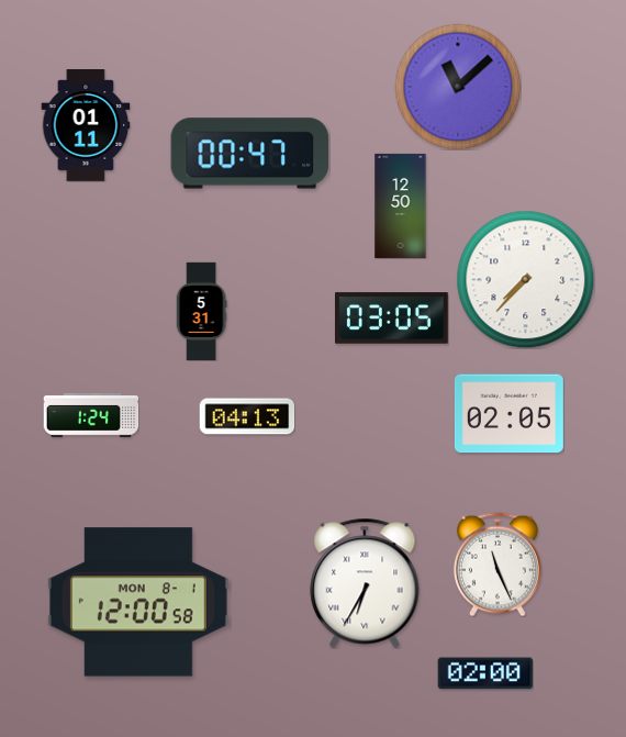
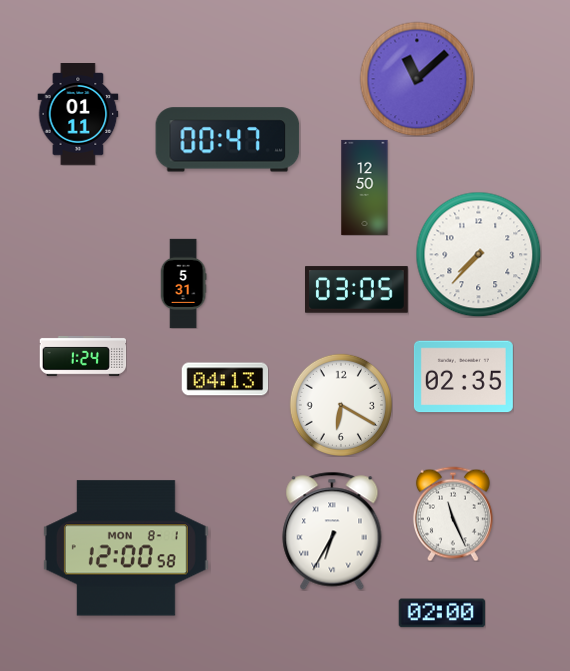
clock at (508, 414): 02:05 -> 02:35
clock at (91, 415) position: (91, 415) -> (83, 356)
clock at (341, 405): none -> 6:20
